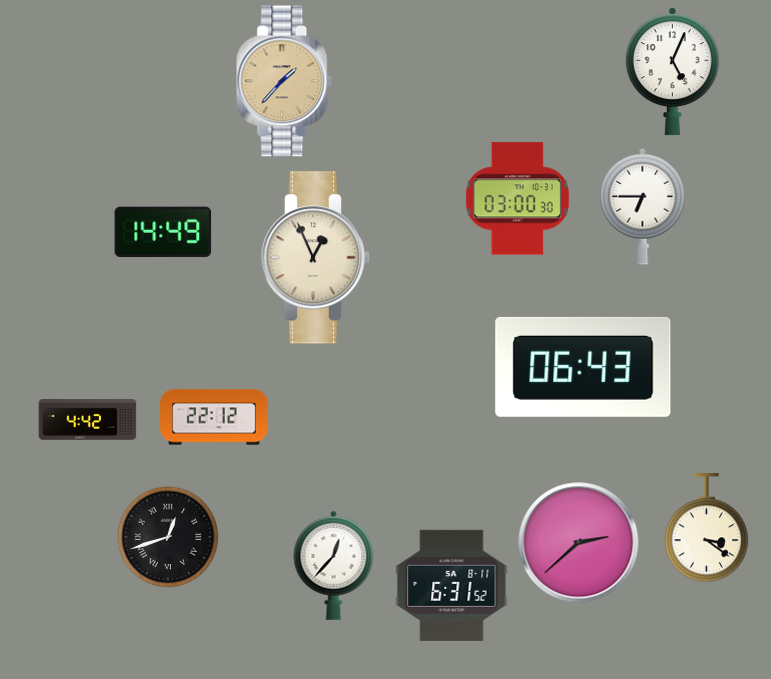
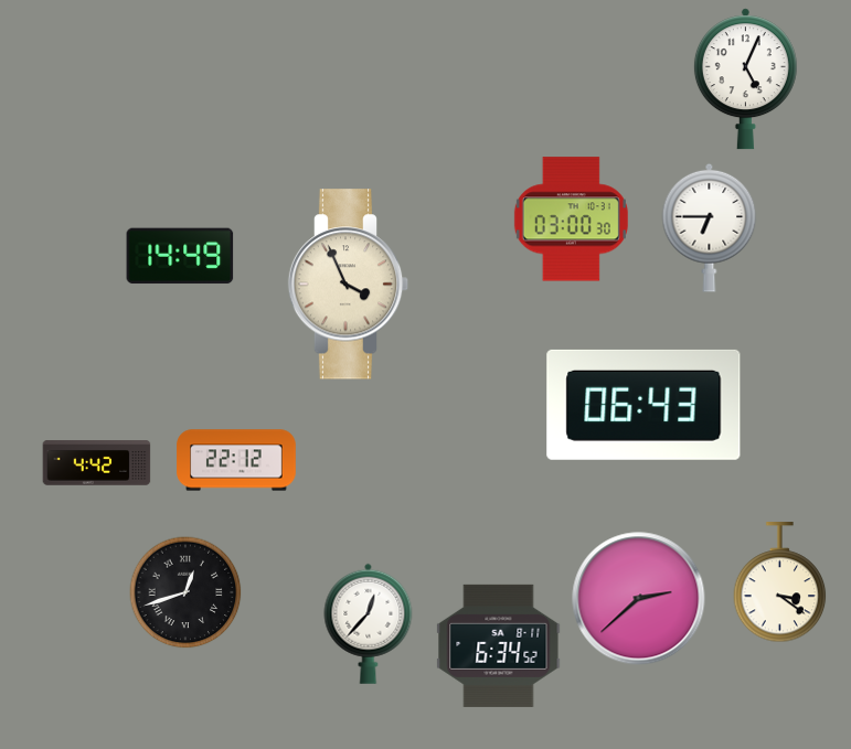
clock at (672, 72) position: (672, 72) -> (745, 79)
clock at (285, 81): 1:37 -> none
clock at (316, 258): 12:56 -> 3:56
clock at (452, 585): 6:31 -> 6:34
